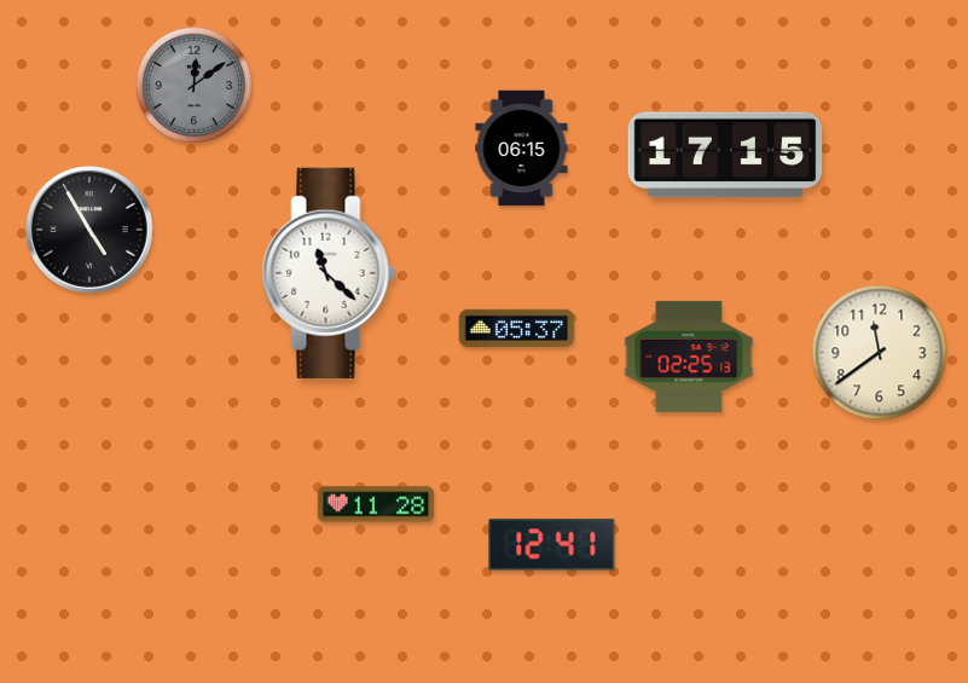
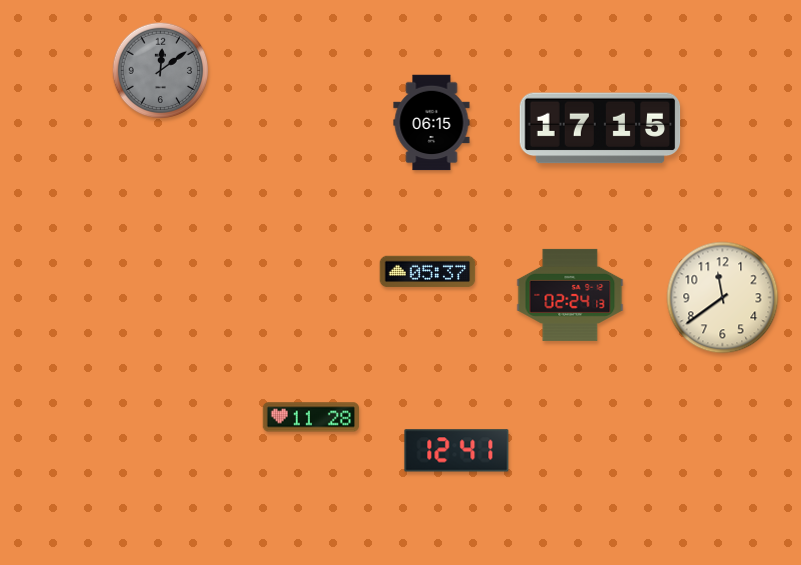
clock at (91, 231): 4:55 -> none
clock at (329, 273): 11:22 -> none
clock at (880, 353) position: (880, 353) -> (723, 298)
clock at (689, 357): 02:25 -> 02:24
